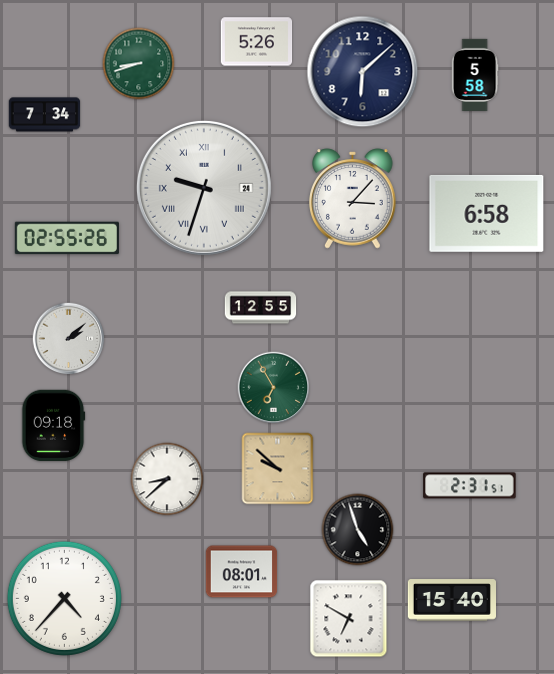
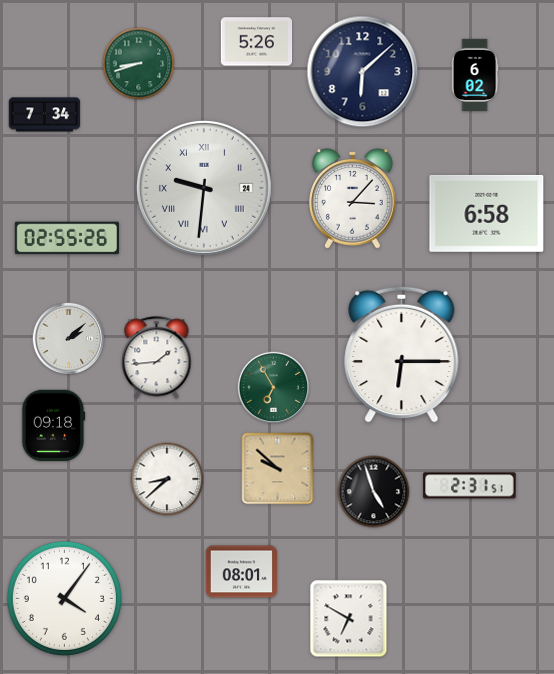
clock at (475, 74): 5:58 -> 6:02
clock at (204, 188): 9:33 -> 9:31
clock at (261, 308): 12:55 -> none
clock at (402, 354): none -> 6:15
clock at (157, 358): none -> 1:44
clock at (358, 530) position: (358, 530) -> (374, 492)
clock at (64, 598): 4:37 -> 4:06
clock at (451, 600): 15:40 -> none
